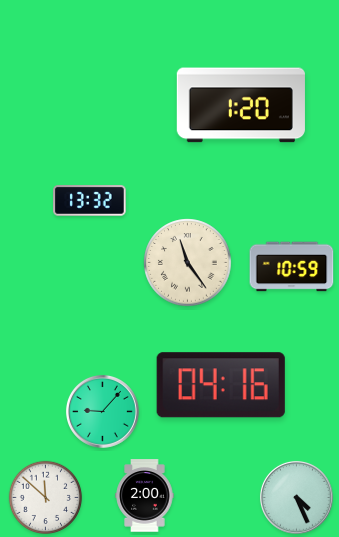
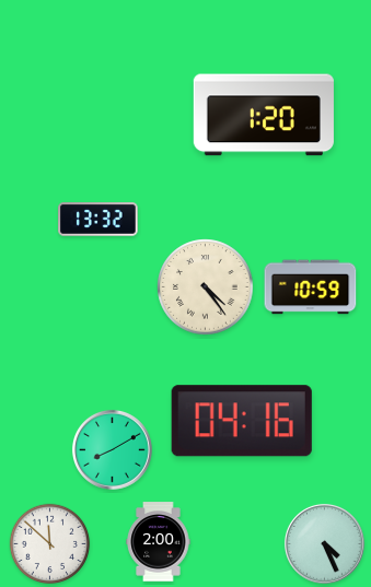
clock at (188, 263): 11:24 -> 4:24
clock at (292, 267) position: (292, 267) -> (311, 287)
clock at (102, 411): 9:07 -> 8:10
